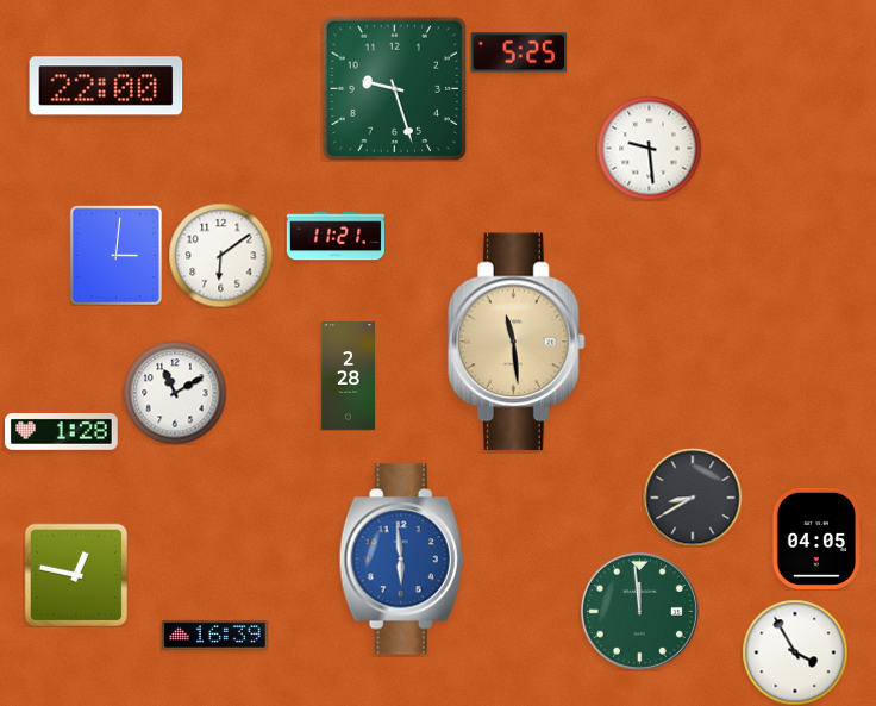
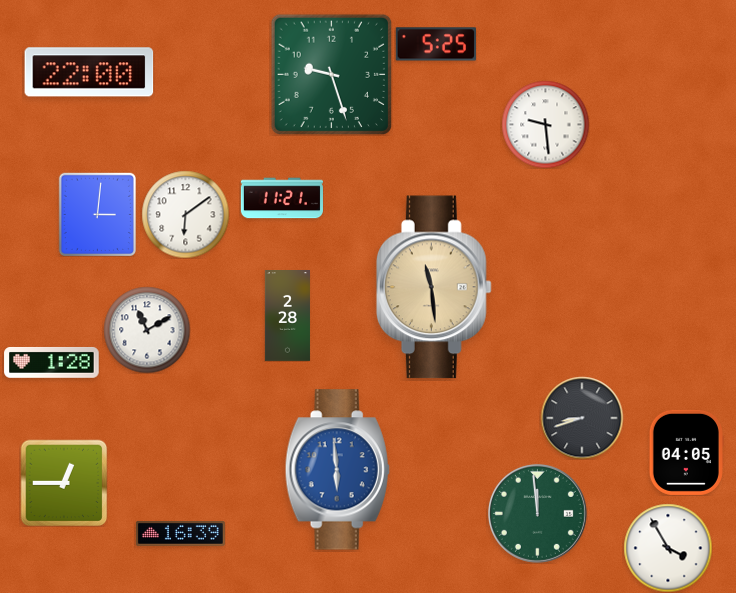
clock at (348, 376) position: (348, 376) -> (287, 316)
clock at (693, 498): 8:40 -> 8:42
clock at (76, 575): 12:47 -> 12:45
